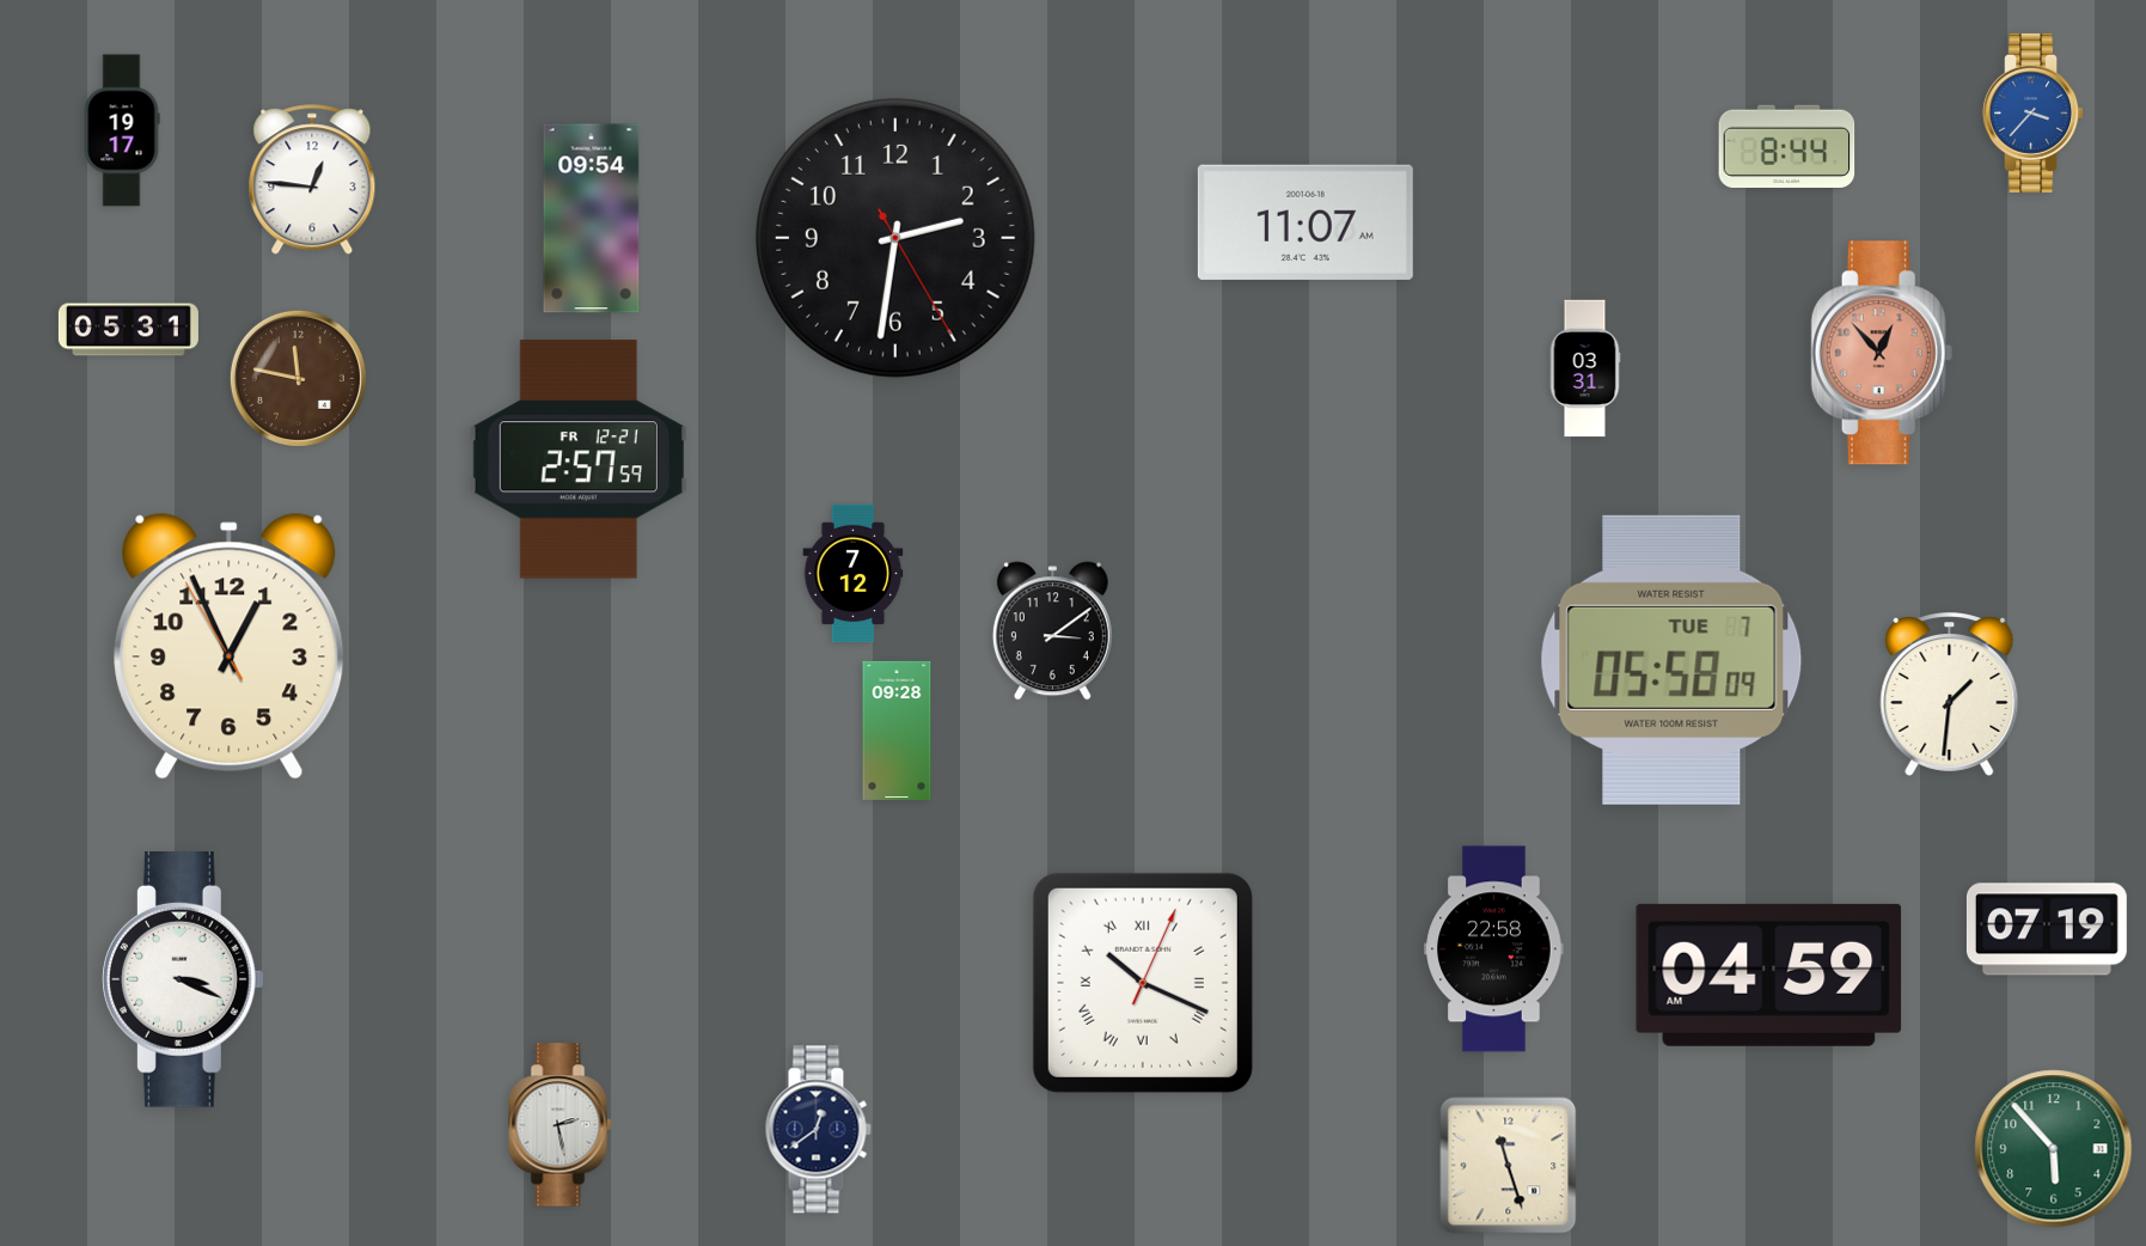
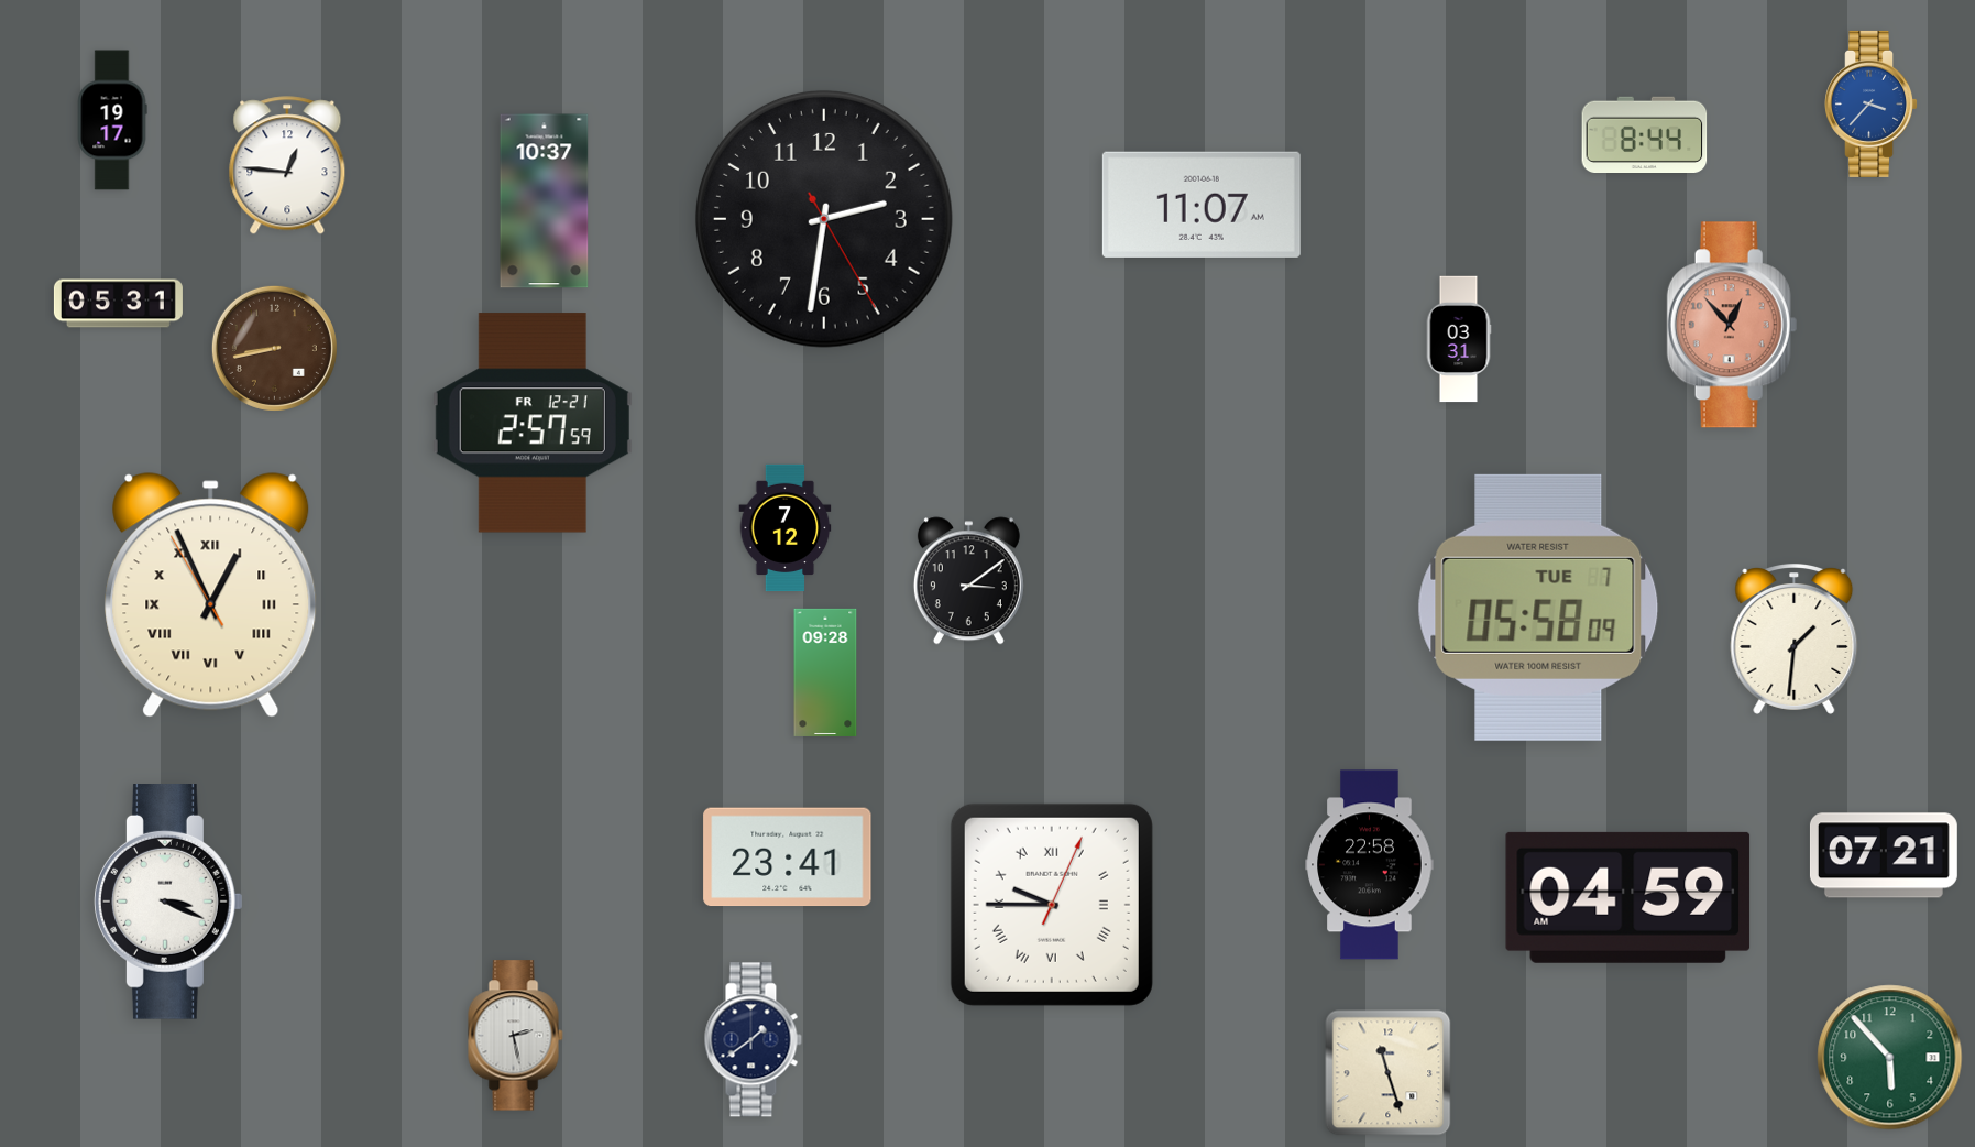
clock at (592, 219): 09:54 -> 10:37
clock at (298, 378): 11:47 -> 8:43
clock at (230, 647) numerals: Arabic -> Roman
clock at (2047, 929): 07:19 -> 07:21
clock at (788, 857): none -> 23:41
clock at (1494, 949) position: (1494, 949) -> (1370, 865)
clock at (1143, 983): 10:19 -> 9:45
clock at (818, 1130): 12:39 -> 1:39
